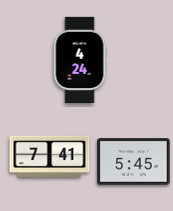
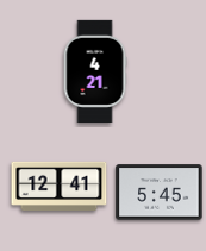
clock at (80, 59): 4:24 -> 4:21
clock at (50, 156): 7:41 -> 12:41
